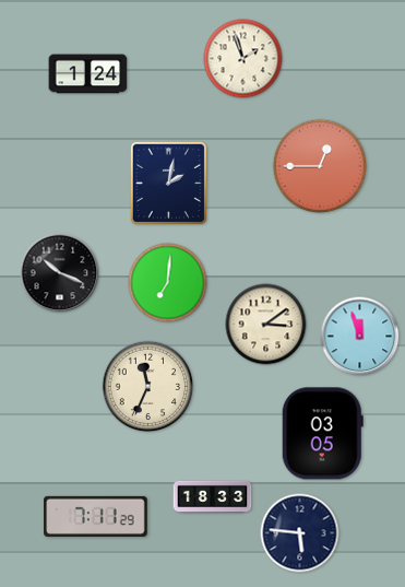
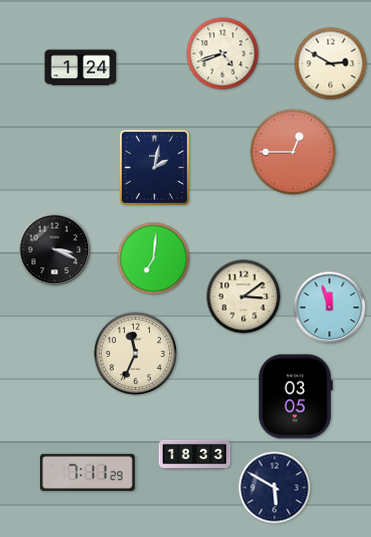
clock at (243, 59): 1:57 -> 4:42
clock at (331, 64): none -> 2:50
clock at (60, 273): 10:19 -> 3:19
clock at (300, 533): 5:46 -> 5:50
